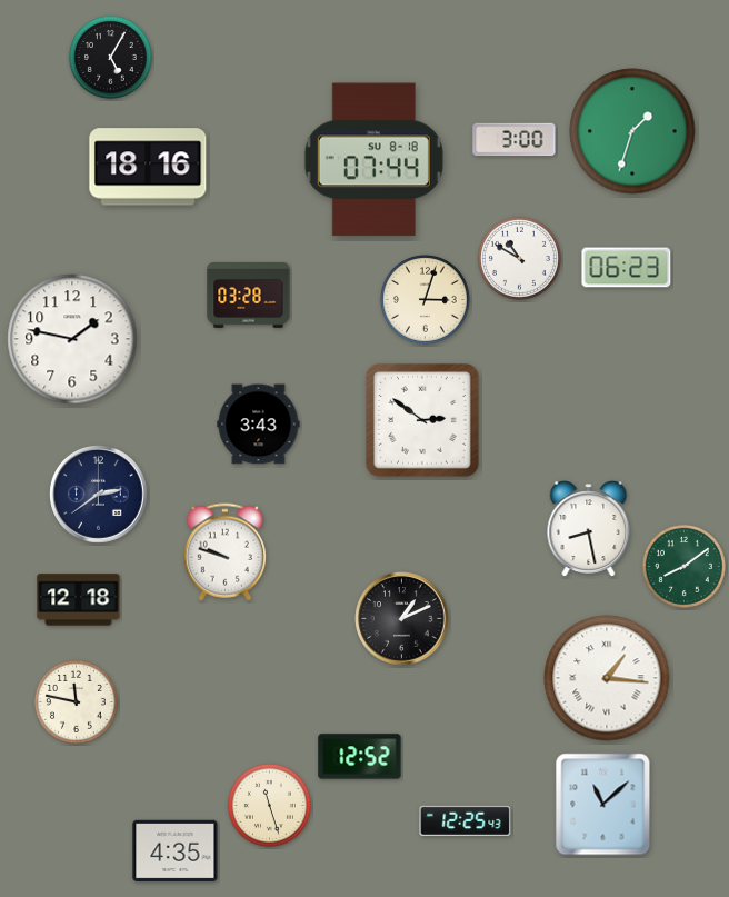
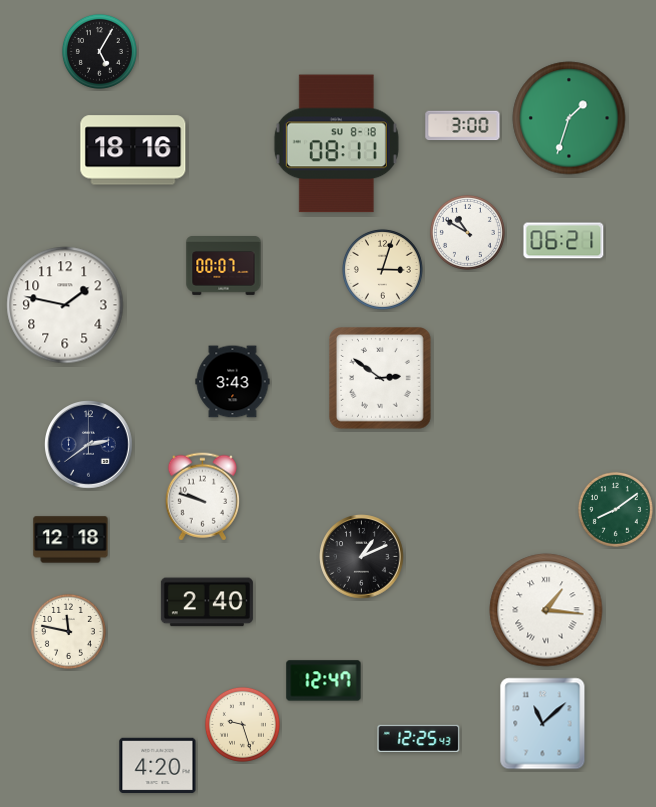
clock at (373, 160): 07:44 -> 08:11
clock at (627, 268): 06:23 -> 06:21
clock at (249, 296): 03:28 -> 00:07
clock at (589, 529): 8:28 -> none
clock at (207, 602): none -> 2:40
clock at (360, 757): 12:52 -> 12:47
clock at (269, 805): 11:27 -> 9:27
clock at (176, 850): 4:35 -> 4:20
